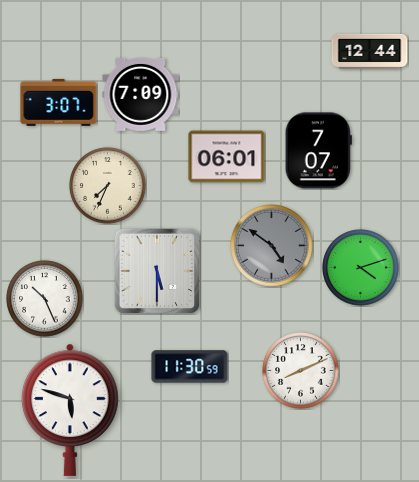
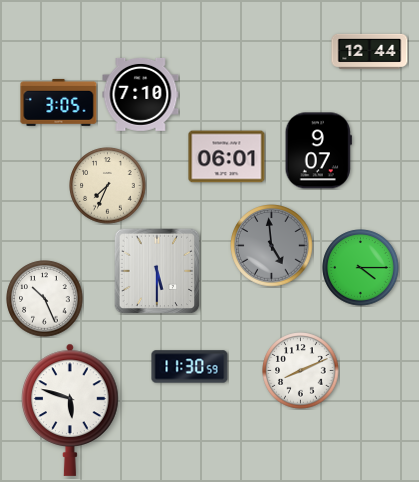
clock at (141, 94): 7:09 -> 7:10
clock at (59, 102): 3:07 -> 3:05
clock at (318, 151): 7:07 -> 9:07
clock at (272, 246): 4:51 -> 4:59
clock at (361, 268): 4:12 -> 4:15
